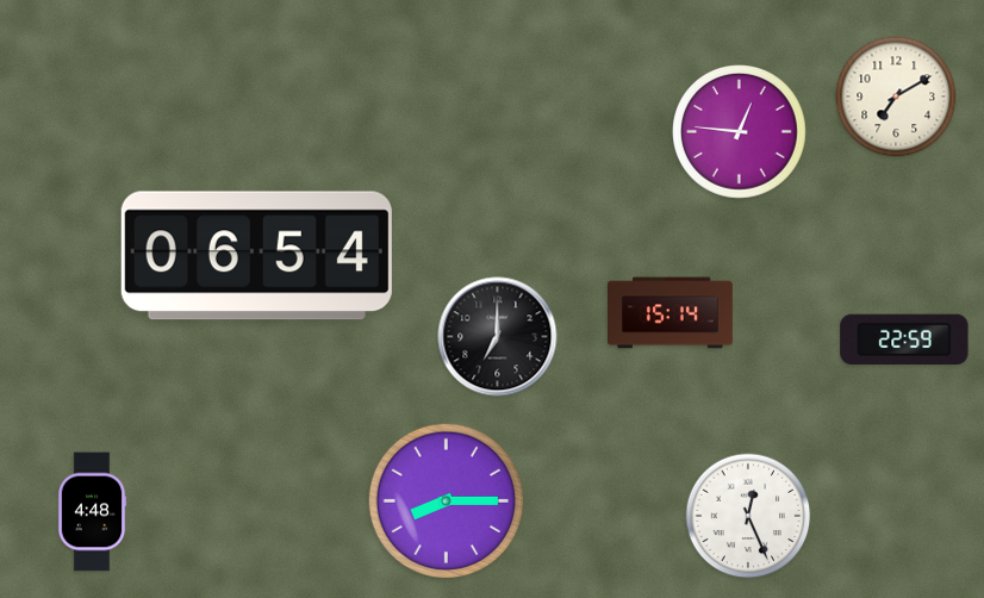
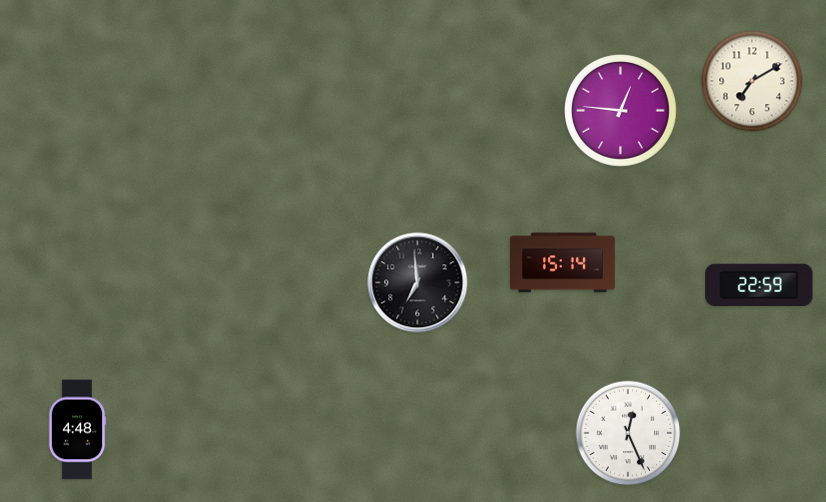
clock at (256, 256): 06:54 -> none
clock at (498, 337): 7:00 -> 6:59
clock at (447, 502): 8:15 -> none
